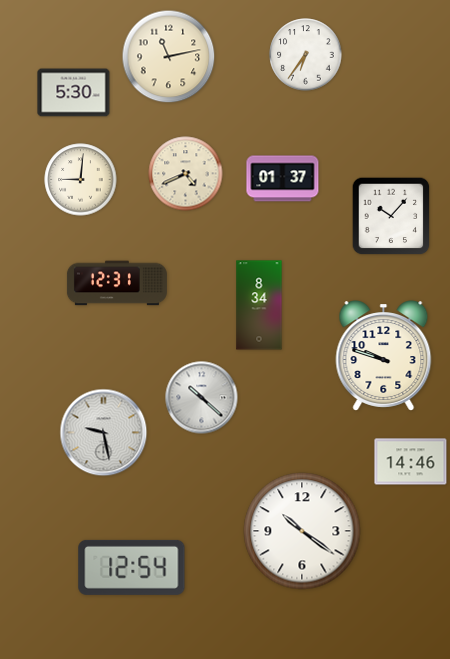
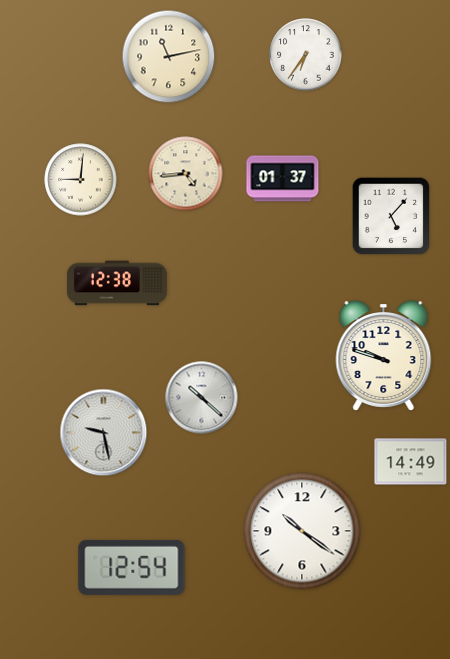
clock at (74, 93): 5:30 -> none
clock at (186, 174): 4:41 -> 4:44
clock at (391, 216): 10:07 -> 5:07
clock at (117, 283): 12:31 -> 12:38
clock at (259, 305): 8:34 -> none
clock at (411, 462): 14:46 -> 14:49
